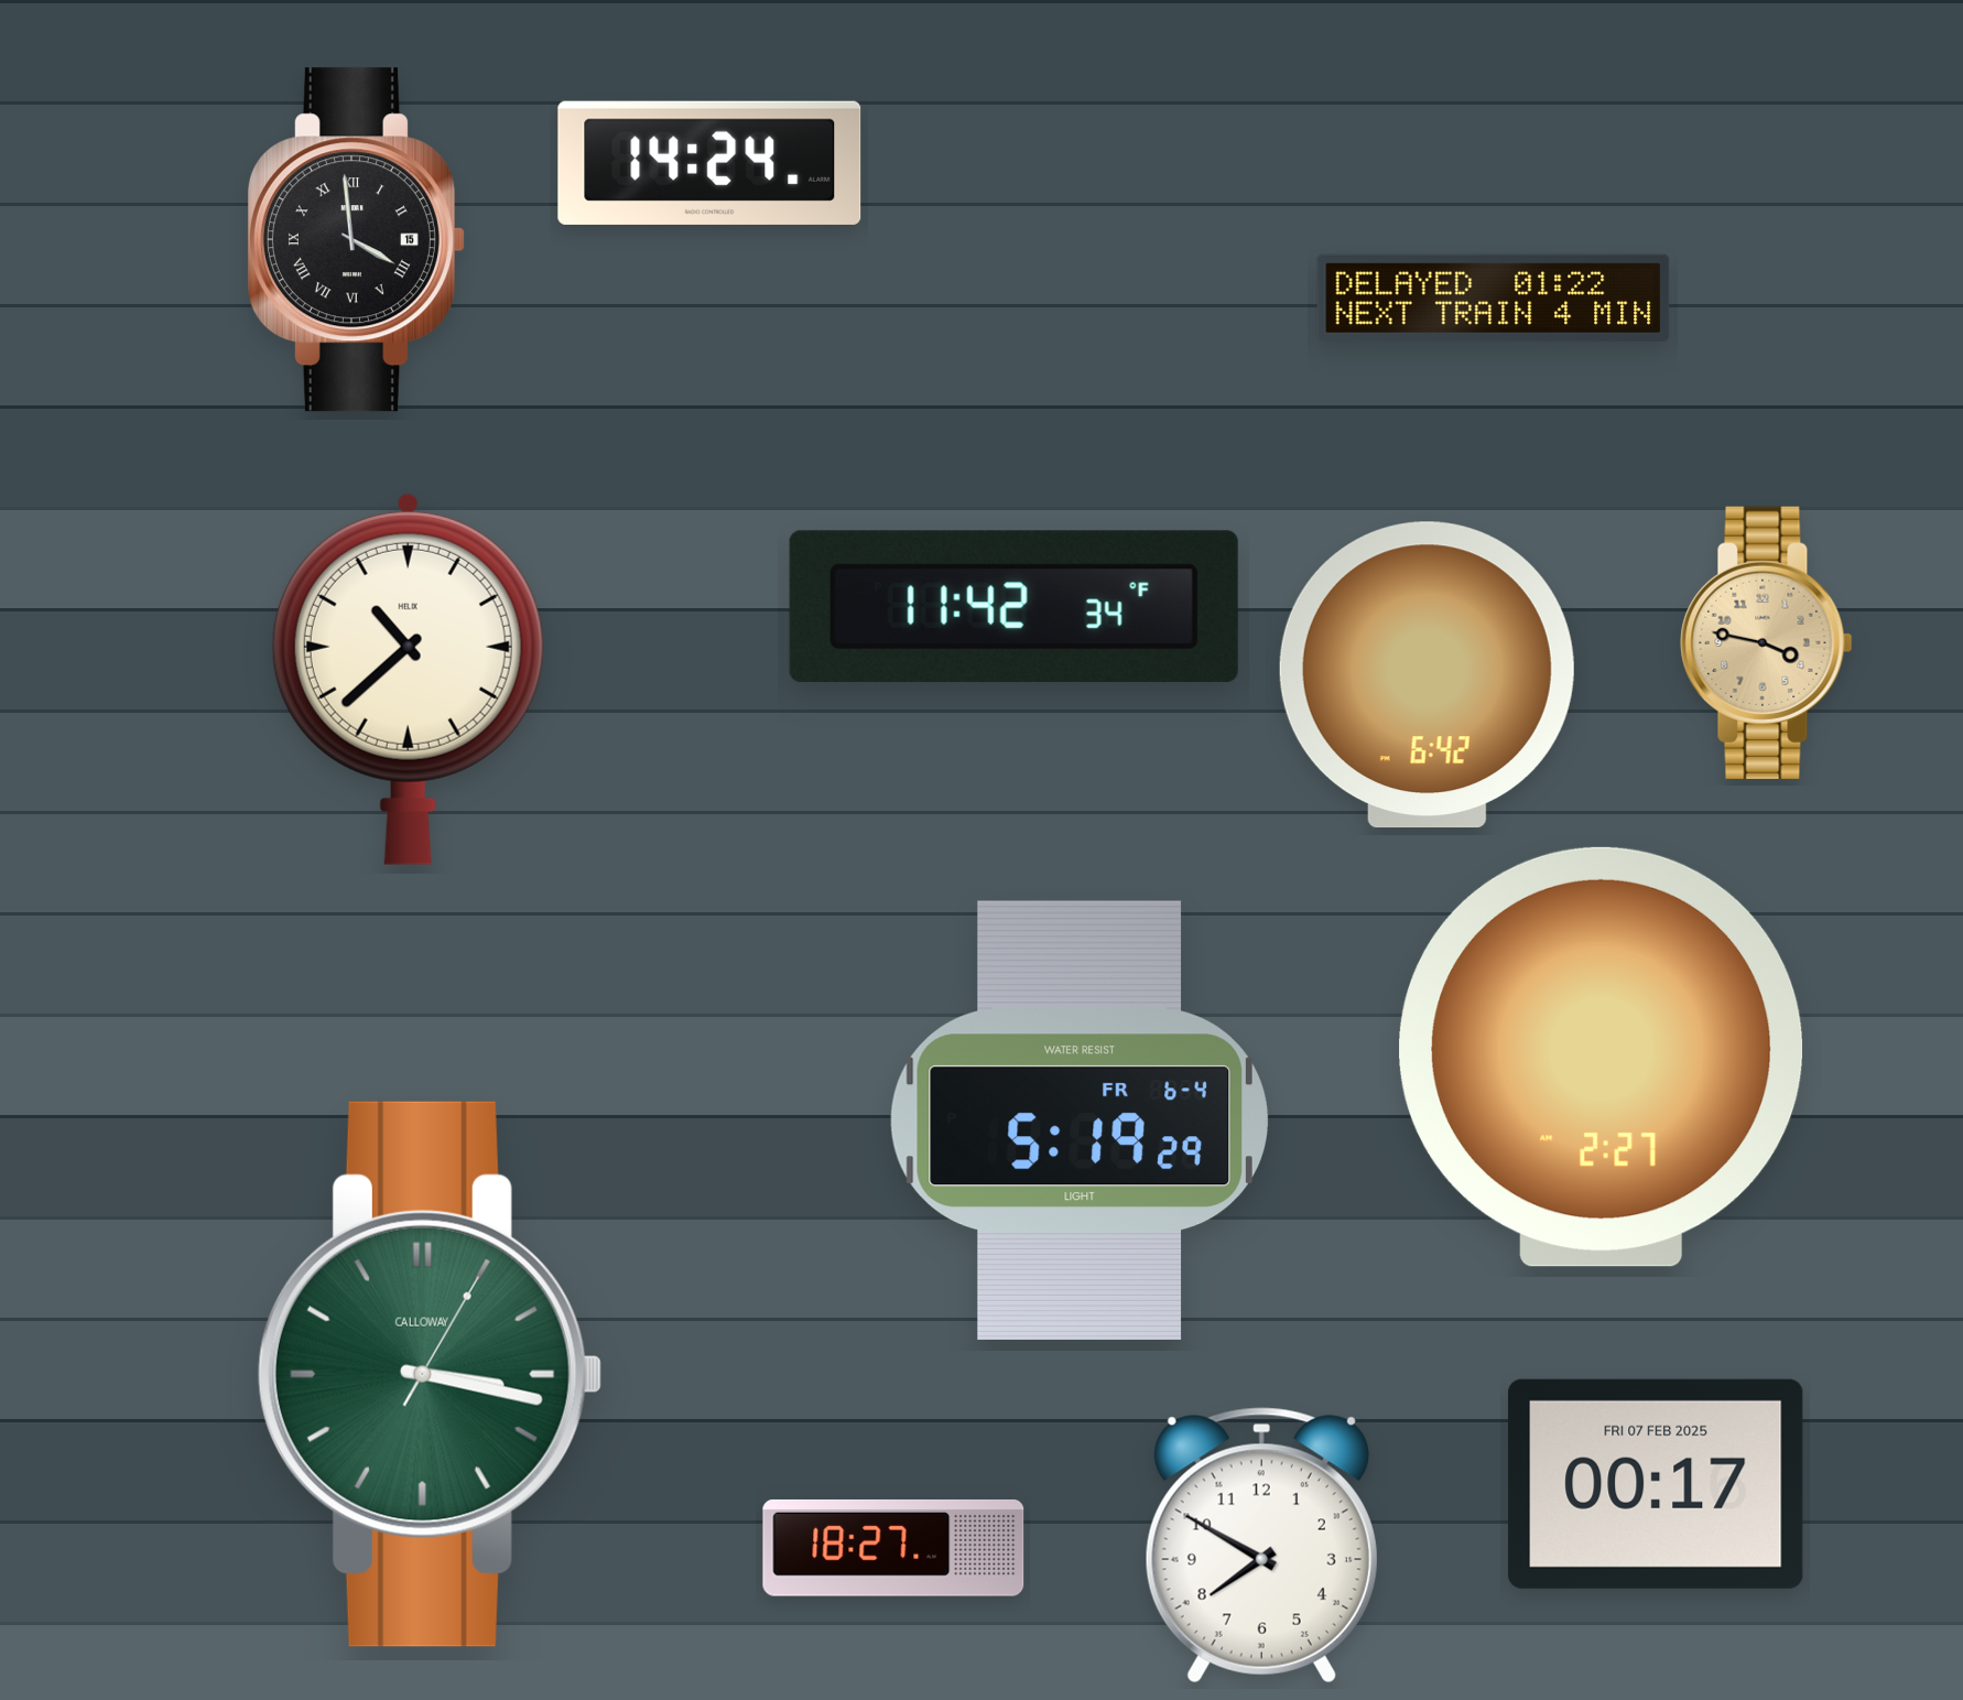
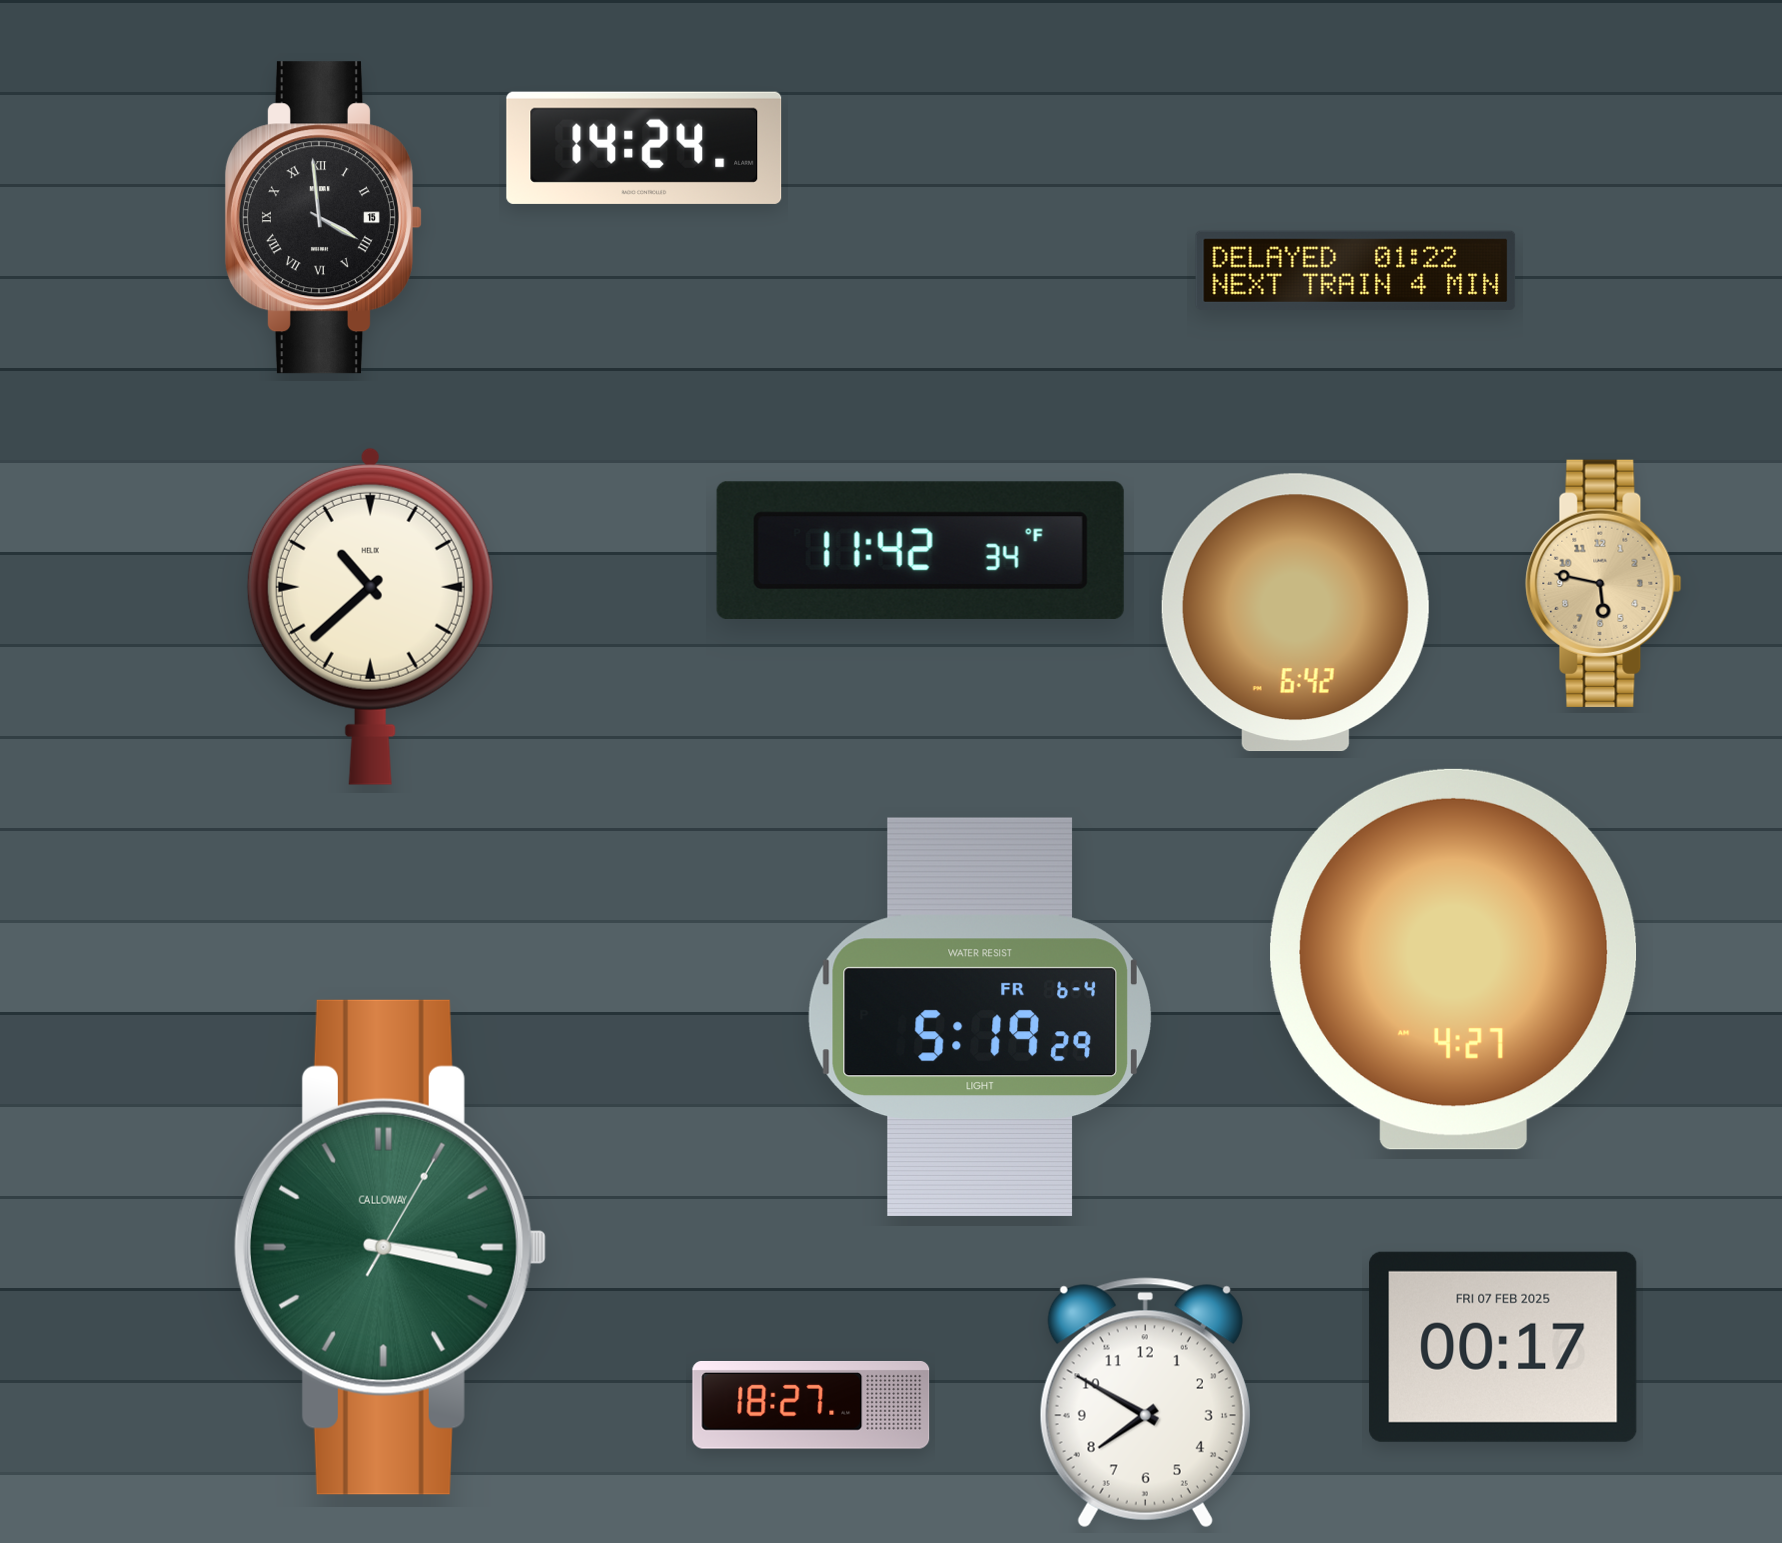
clock at (1767, 642): 3:47 -> 5:47
clock at (1602, 1057): 2:27 -> 4:27
